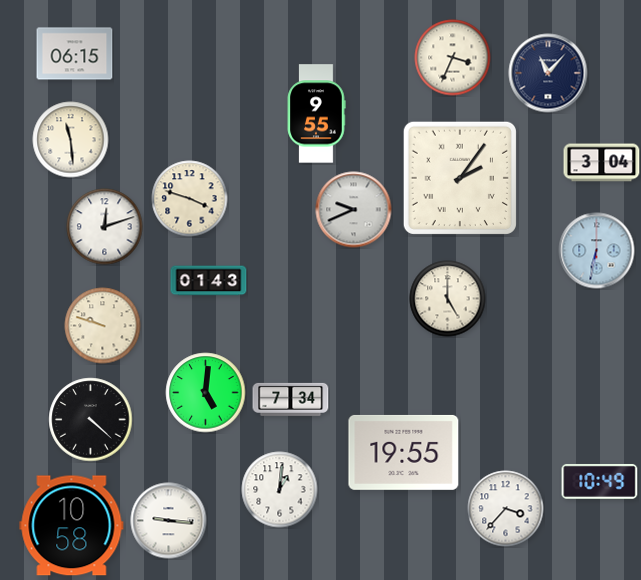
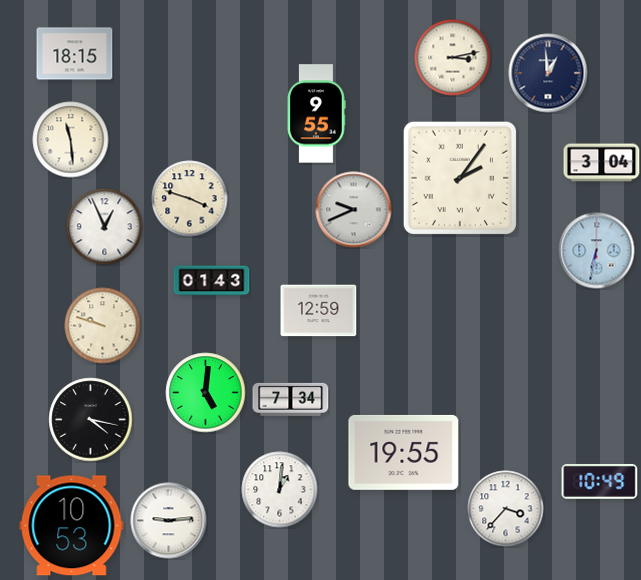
clock at (75, 54): 06:15 -> 18:15
clock at (453, 58): 3:34 -> 3:13
clock at (548, 73): 11:07 -> 12:59
clock at (105, 227): 12:12 -> 12:56
clock at (209, 281) position: (209, 281) -> (212, 281)
clock at (448, 299): 5:00 -> none
clock at (319, 311): none -> 12:59
clock at (91, 420): 4:22 -> 4:17
clock at (169, 521): 9:16 -> 9:14
clock at (72, 526): 10:58 -> 10:53
